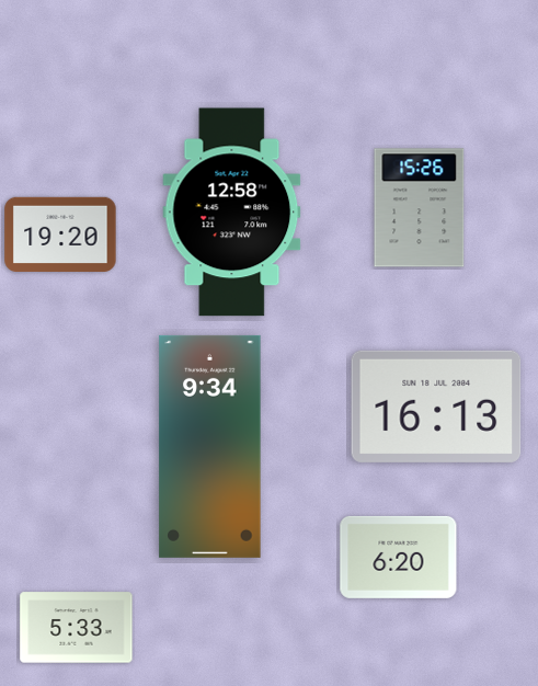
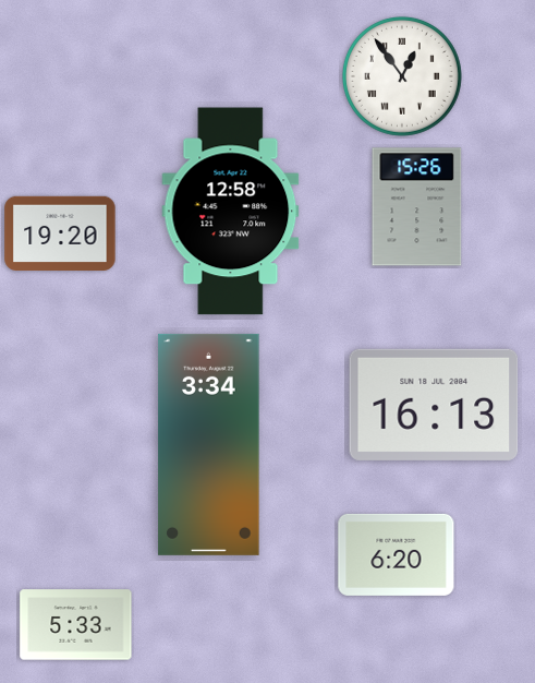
clock at (402, 76): none -> 12:54
clock at (210, 446): 9:34 -> 3:34
